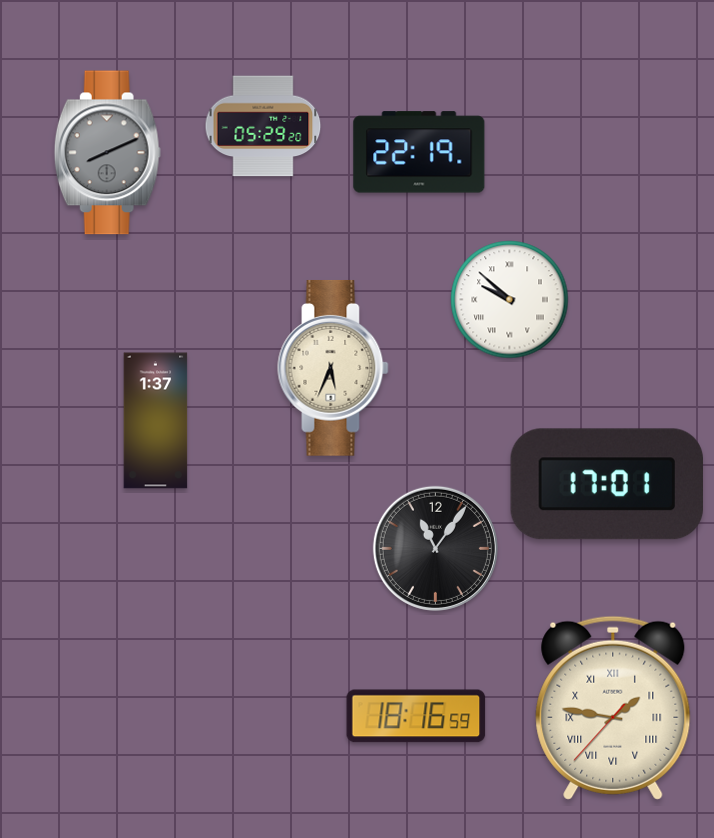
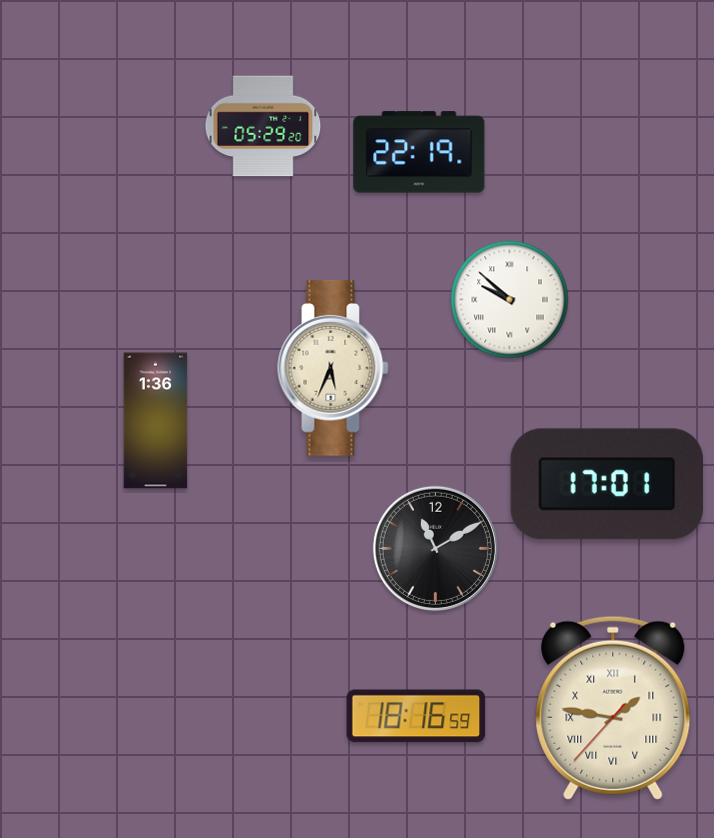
clock at (107, 153): 8:11 -> none
clock at (156, 421): 1:37 -> 1:36
clock at (435, 548): 11:06 -> 11:10
